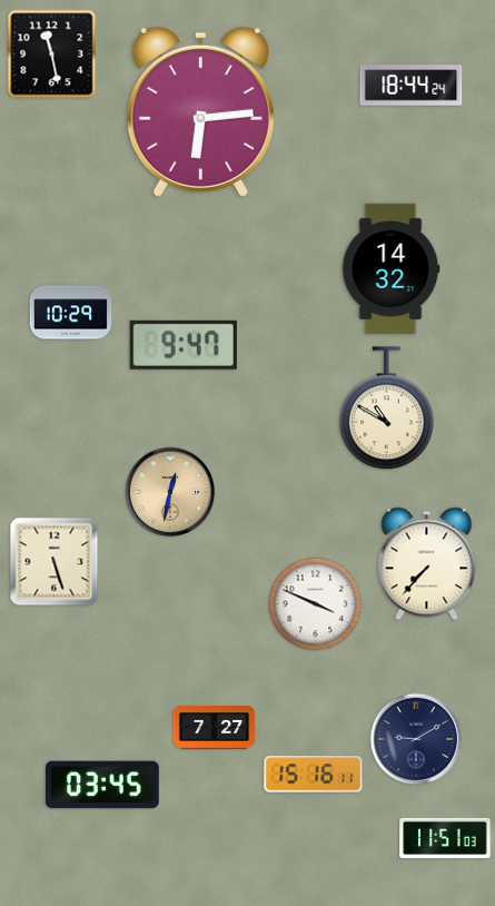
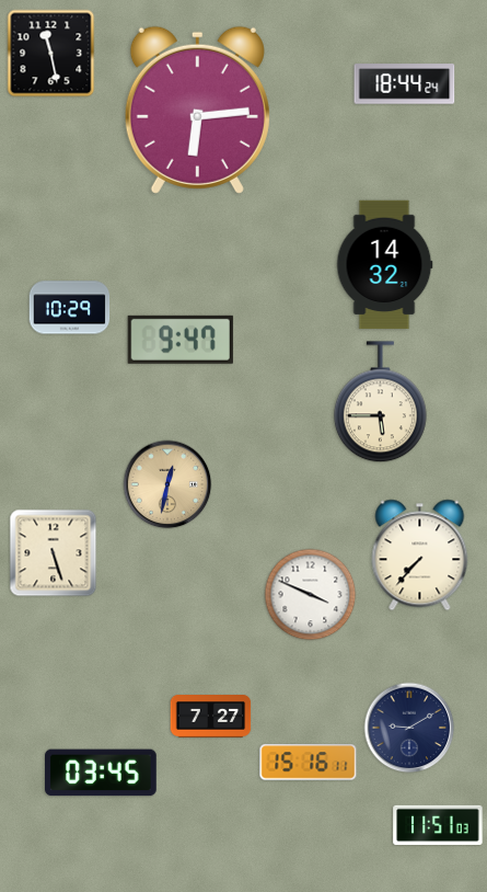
clock at (386, 408): 10:50 -> 5:45
